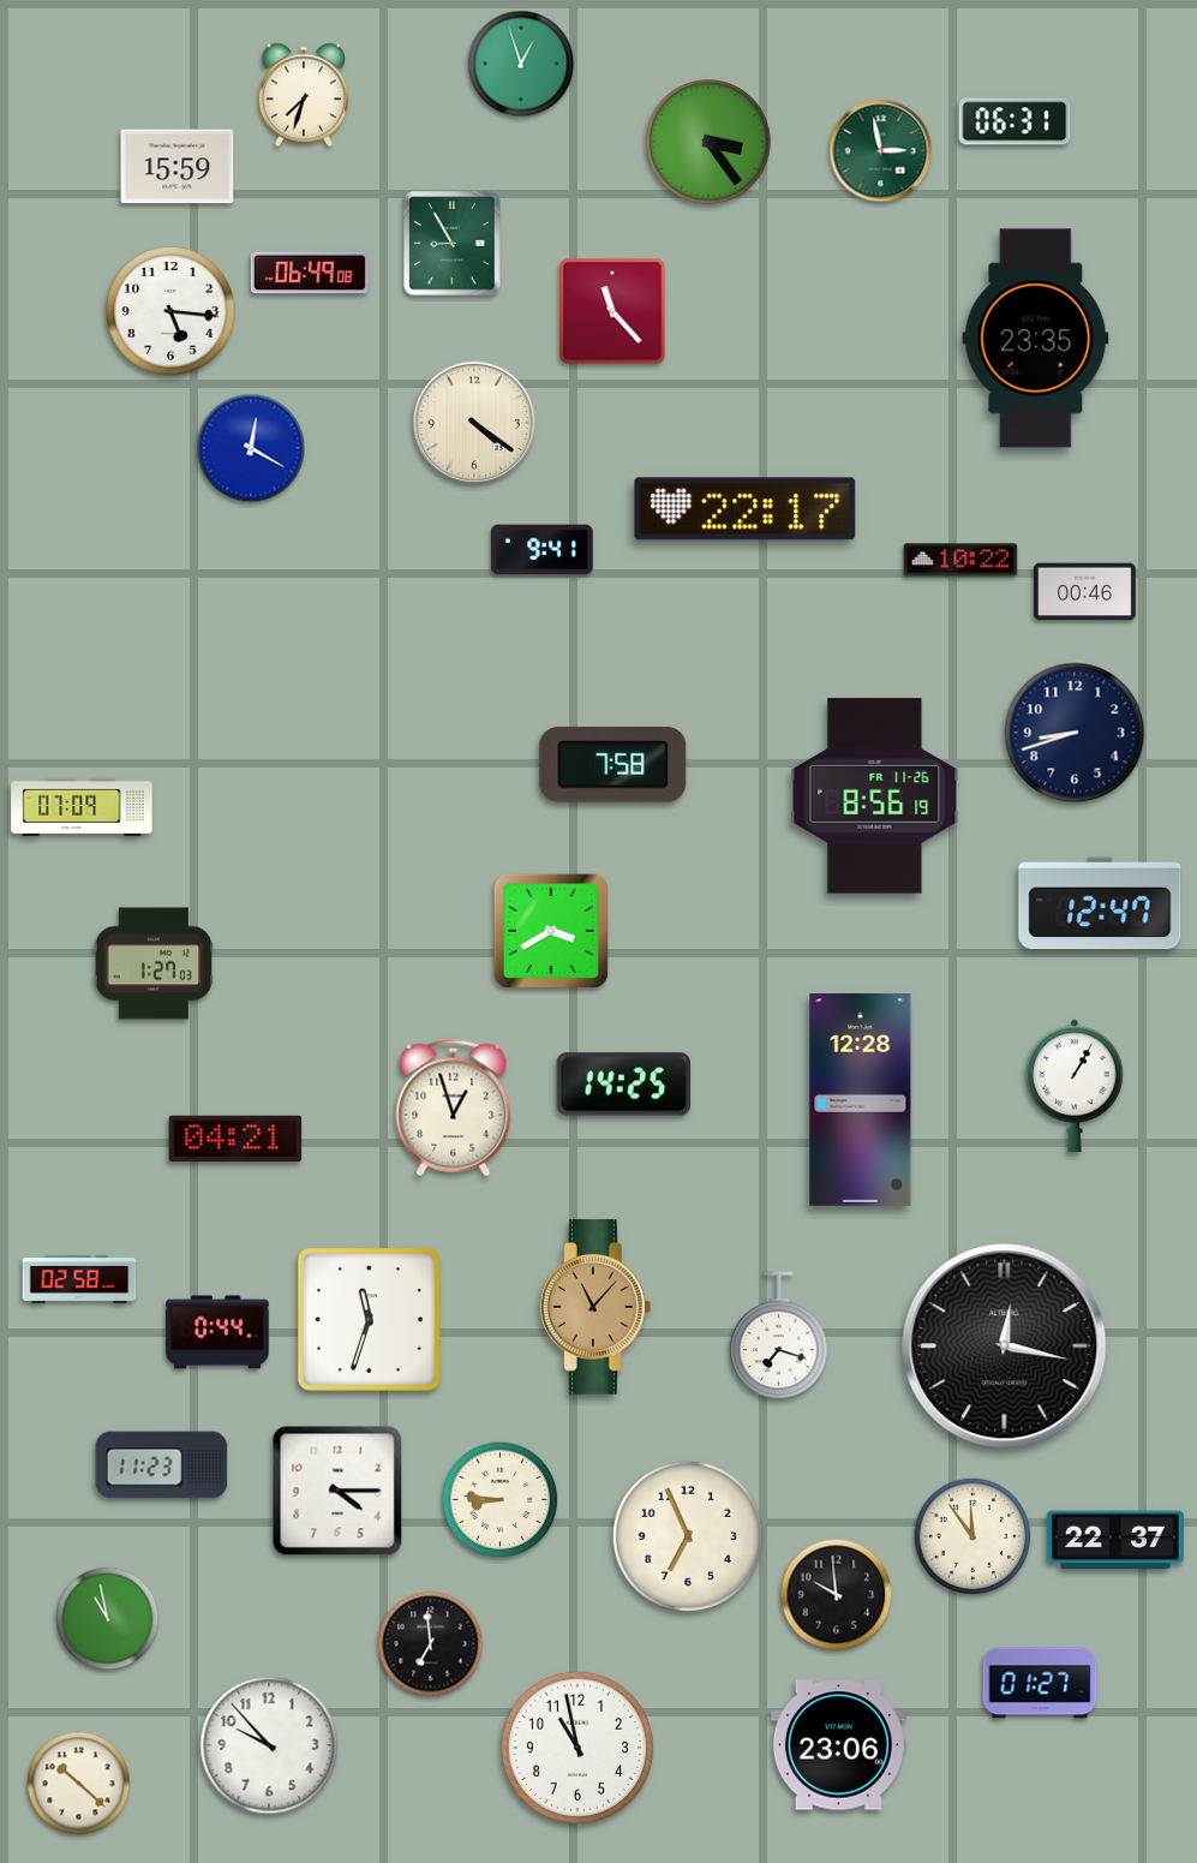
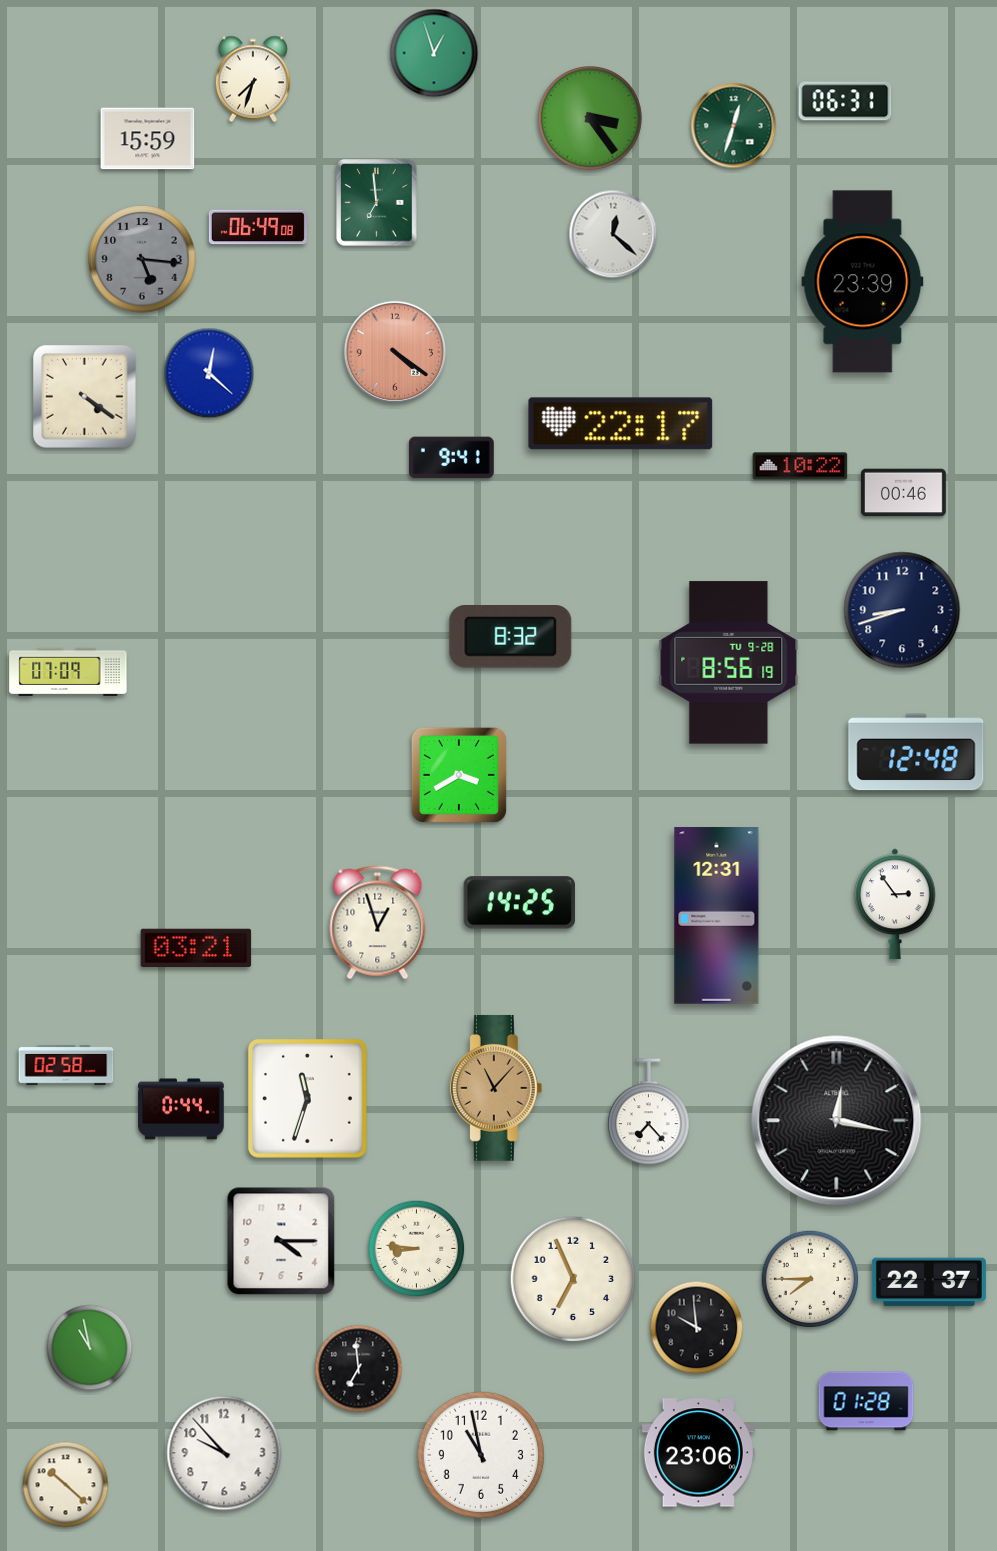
clock at (881, 151): 2:58 -> 12:33
clock at (453, 244): 8:55 -> 6:59
clock at (613, 234): none -> 12:22
clock at (170, 311) dial: white -> grey
clock at (612, 311): 11:23 -> none
clock at (1036, 339): 23:35 -> 23:39
clock at (474, 423) dial: cream -> salmon
clock at (251, 448): 12:20 -> 12:22
clock at (85, 397): none -> 4:21
clock at (1075, 733) position: (1075, 733) -> (902, 610)
clock at (614, 765): 7:58 -> 8:32
clock at (875, 796) date: FR 11-26 -> TU 9-28
clock at (1100, 903): 12:47 -> 12:48
clock at (154, 963): 1:27 -> none
clock at (1076, 1086): 1:05 -> 2:54
clock at (861, 1100): 12:28 -> 12:31
clock at (235, 1137): 04:21 -> 03:21
clock at (779, 1334): 7:18 -> 7:23
clock at (162, 1465): 11:23 -> none
clock at (972, 1536): 11:54 -> 7:45
clock at (1040, 1683): 01:27 -> 01:28
